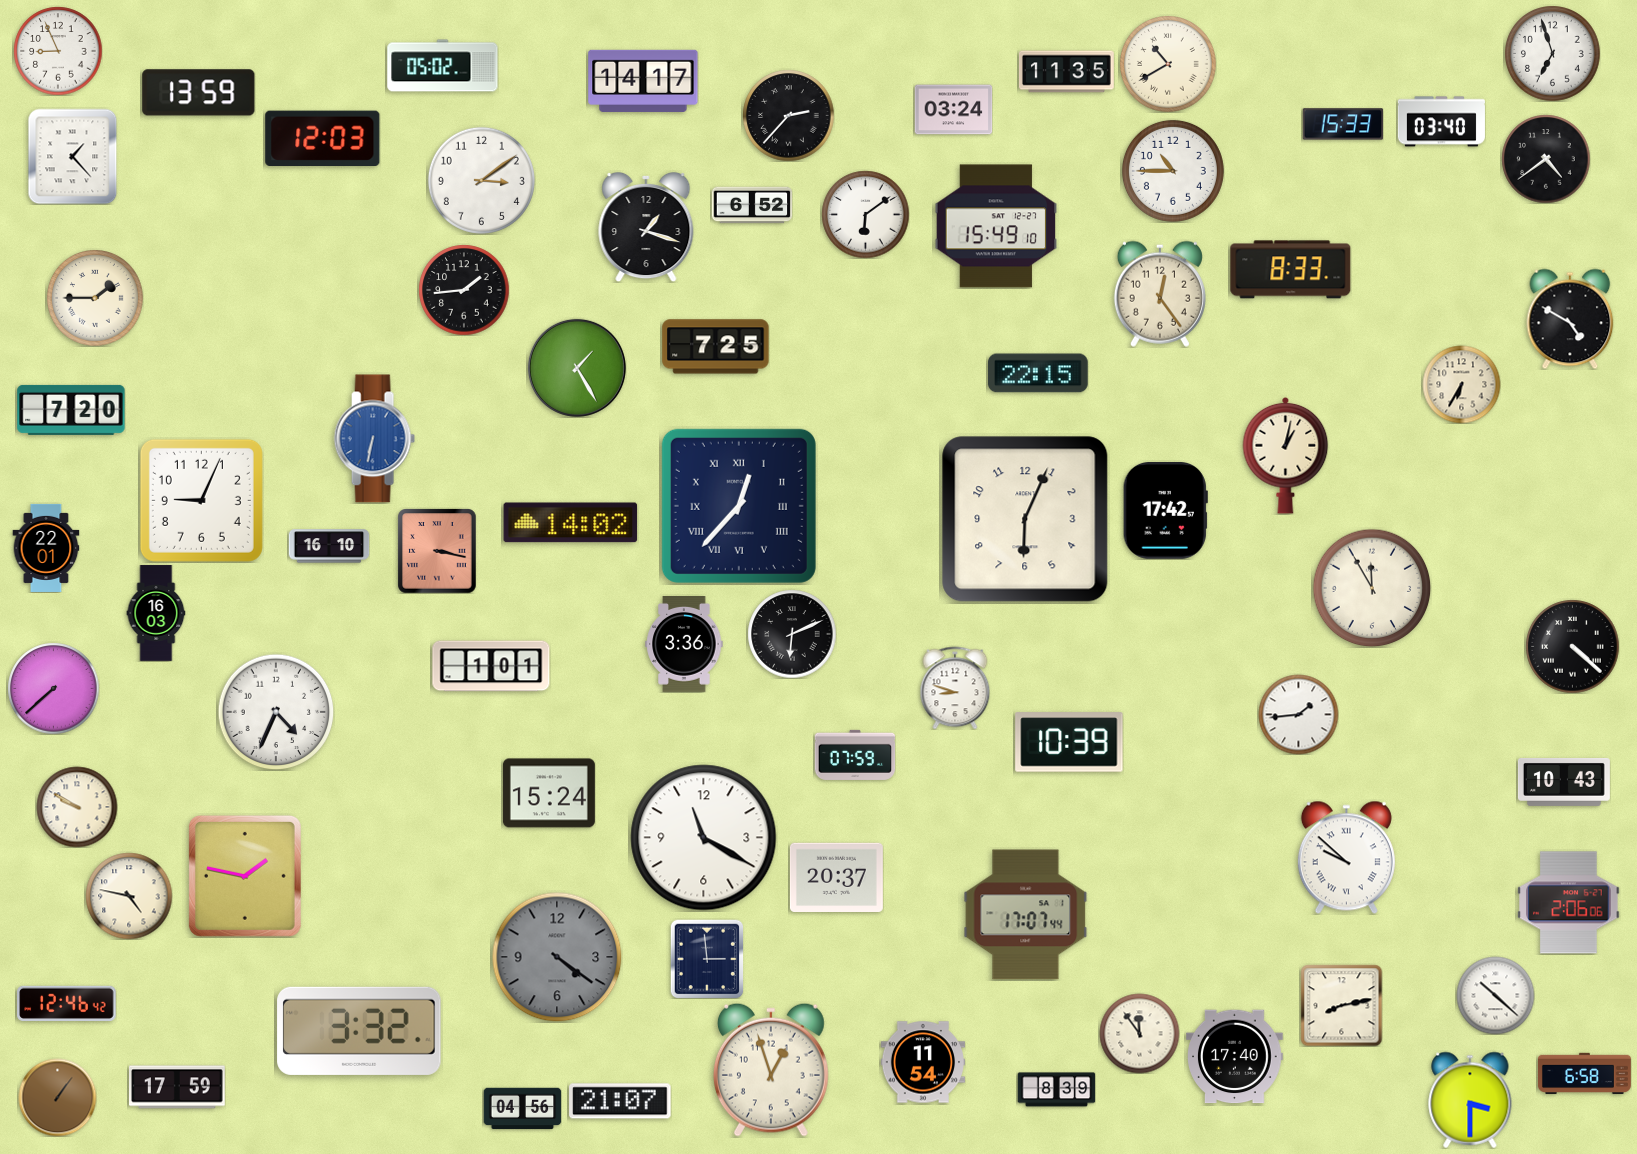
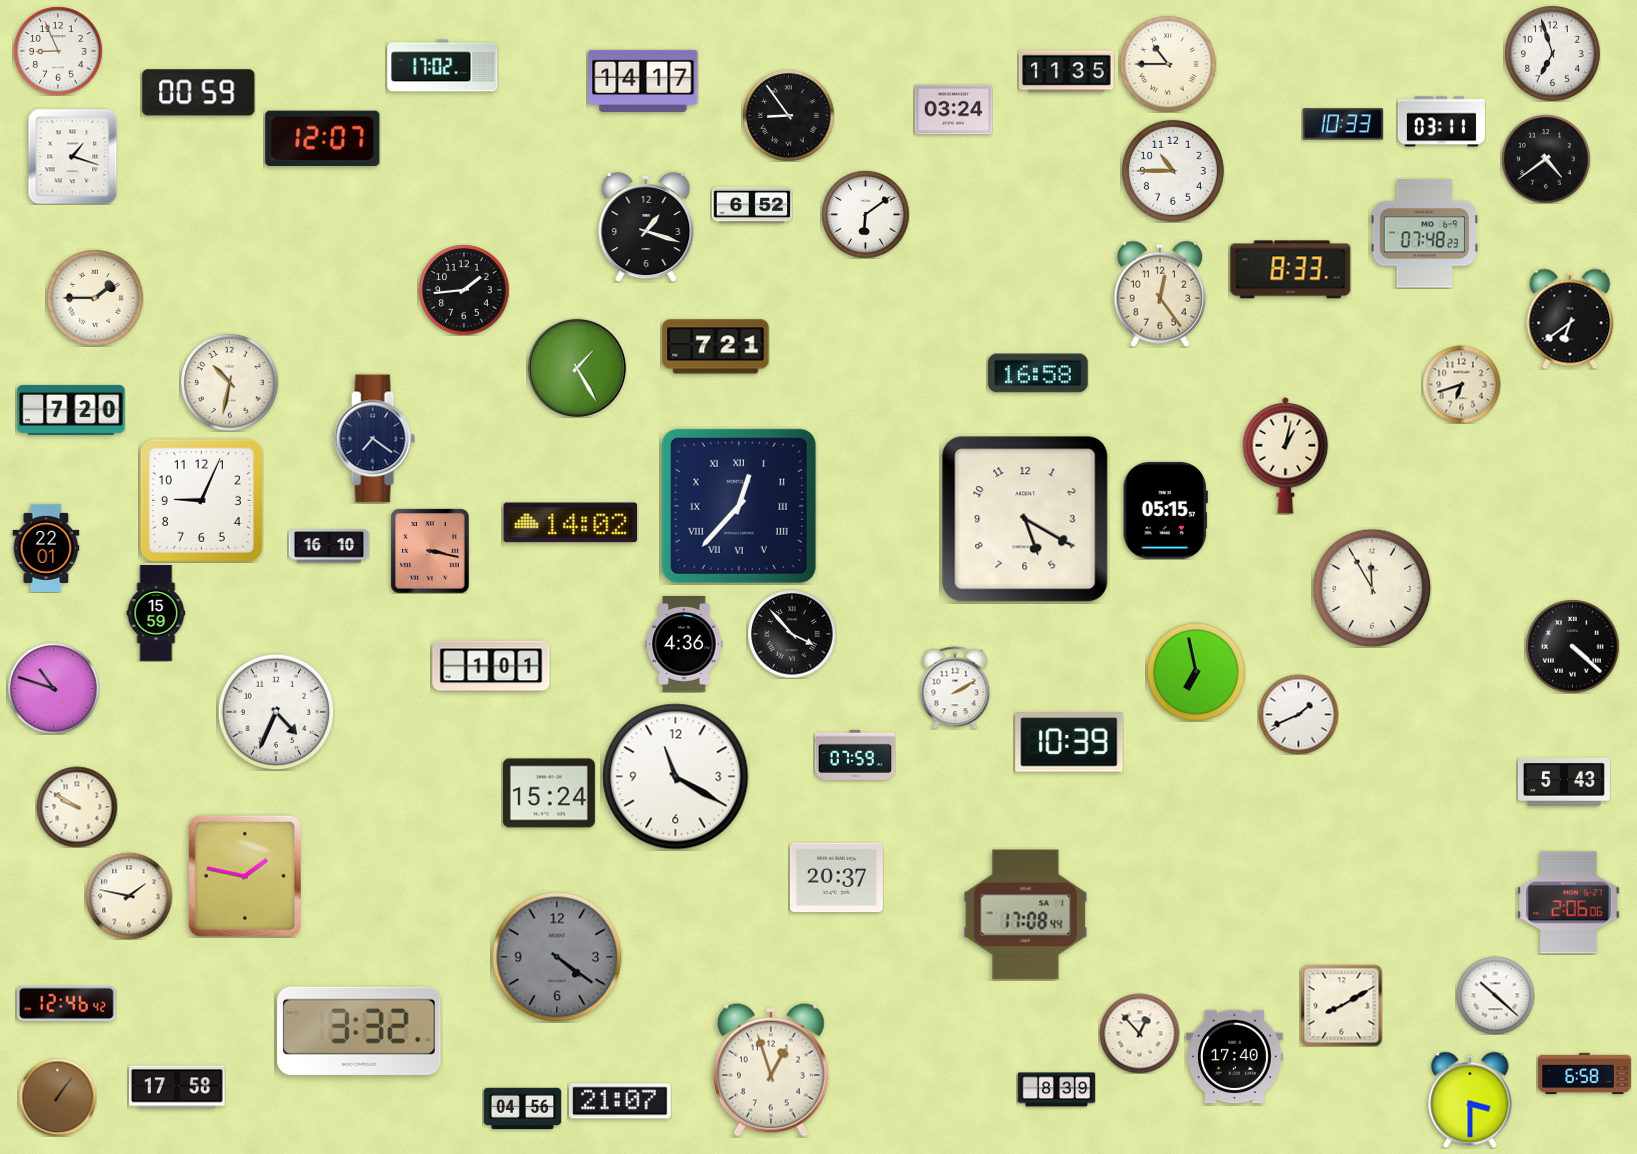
clock at (1168, 64): 10:40 -> 10:45
clock at (443, 66): 05:02 -> 17:02
clock at (199, 93): 13:59 -> 00:59
clock at (788, 115): 2:37 -> 8:54
clock at (1441, 122): 03:40 -> 03:11
clock at (1343, 124): 15:33 -> 10:33
clock at (323, 138): 12:03 -> 12:07
clock at (73, 156): 1:23 -> 1:18
clock at (481, 180): 3:09 -> none
clock at (996, 226): 15:49 -> none
clock at (1424, 234): none -> 07:48
clock at (1570, 319): 4:50 -> 6:39
clock at (716, 347): 7:25 -> 7:21
clock at (1038, 373): 22:15 -> 16:58
clock at (230, 383): none -> 10:32
clock at (1461, 384): 6:35 -> 6:42
clock at (374, 439): 6:32 -> 7:21
clock at (374, 439) dial: blue -> navy
clock at (1165, 511): 17:42 -> 05:15
clock at (1025, 519): 6:04 -> 5:20
clock at (437, 551) position: (437, 551) -> (430, 551)
clock at (156, 613): 16:03 -> 15:59
clock at (792, 634): 6:11 -> 3:53
clock at (684, 645): 3:36 -> 4:36
clock at (1196, 672): none -> 6:58
clock at (53, 688): 7:38 -> 10:48
clock at (955, 688): 8:48 -> 2:10
clock at (1298, 714): 1:44 -> 1:41
clock at (1564, 782): 10:43 -> 5:43
clock at (704, 838) position: (704, 838) -> (676, 777)
clock at (1346, 857): 9:52 -> none
clock at (129, 896): 4:47 -> 1:47
clock at (1026, 915): 17:07 -> 17:08
clock at (707, 959): 2:59 -> none
clock at (1341, 1005): 8:13 -> 8:10
clock at (1139, 1033): 11:54 -> 12:53
clock at (922, 1062): 11:54 -> none
clock at (178, 1087): 17:59 -> 17:58
